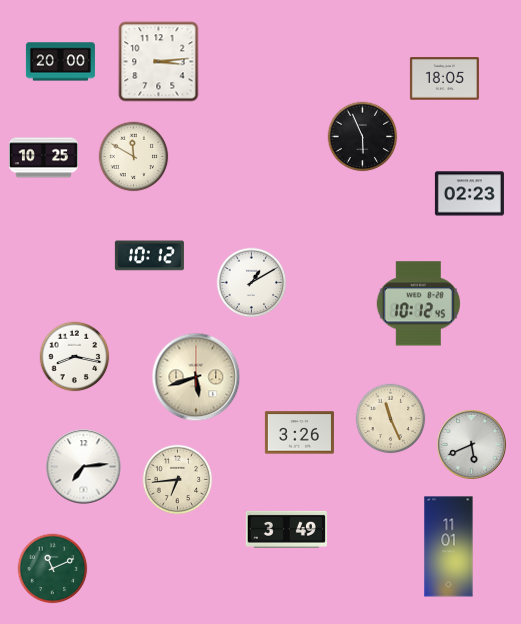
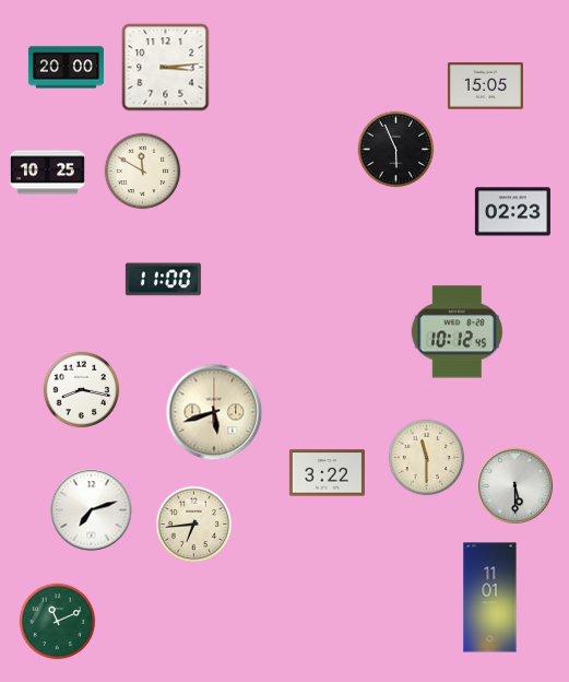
clock at (159, 62) position: (159, 62) -> (166, 68)
clock at (444, 79): 18:05 -> 15:05
clock at (134, 157) position: (134, 157) -> (143, 172)
clock at (149, 256): 10:12 -> 11:00
clock at (252, 283): 1:10 -> none
clock at (391, 419): 11:26 -> 11:30
clock at (299, 433): 3:26 -> 3:22
clock at (472, 445): 5:41 -> 5:30
clock at (84, 467): 7:14 -> 7:12
clock at (286, 529): 3:49 -> none
